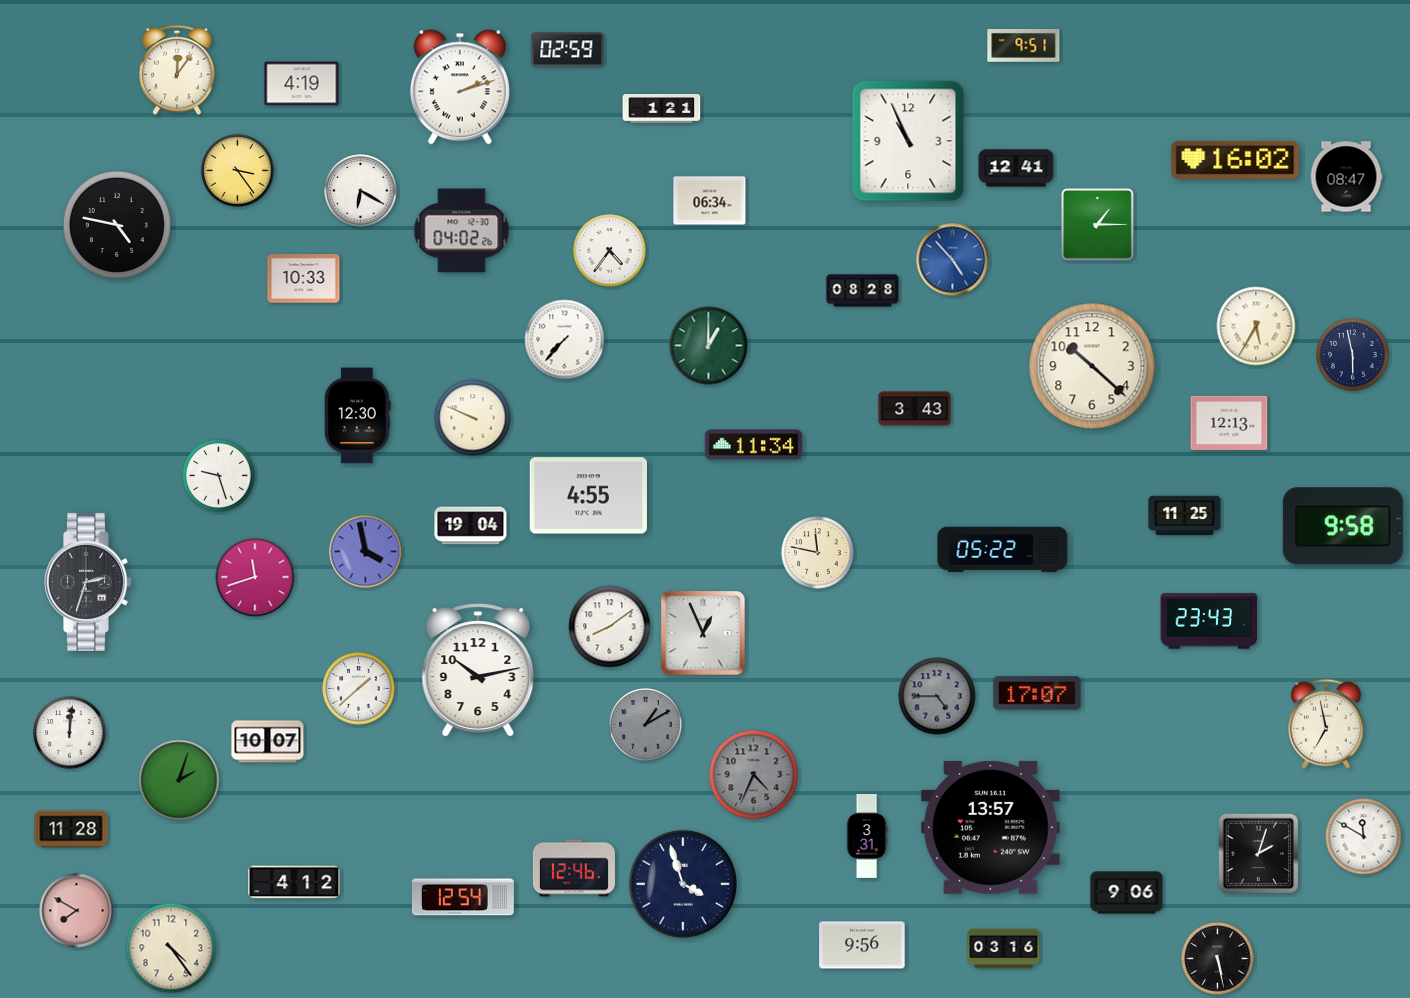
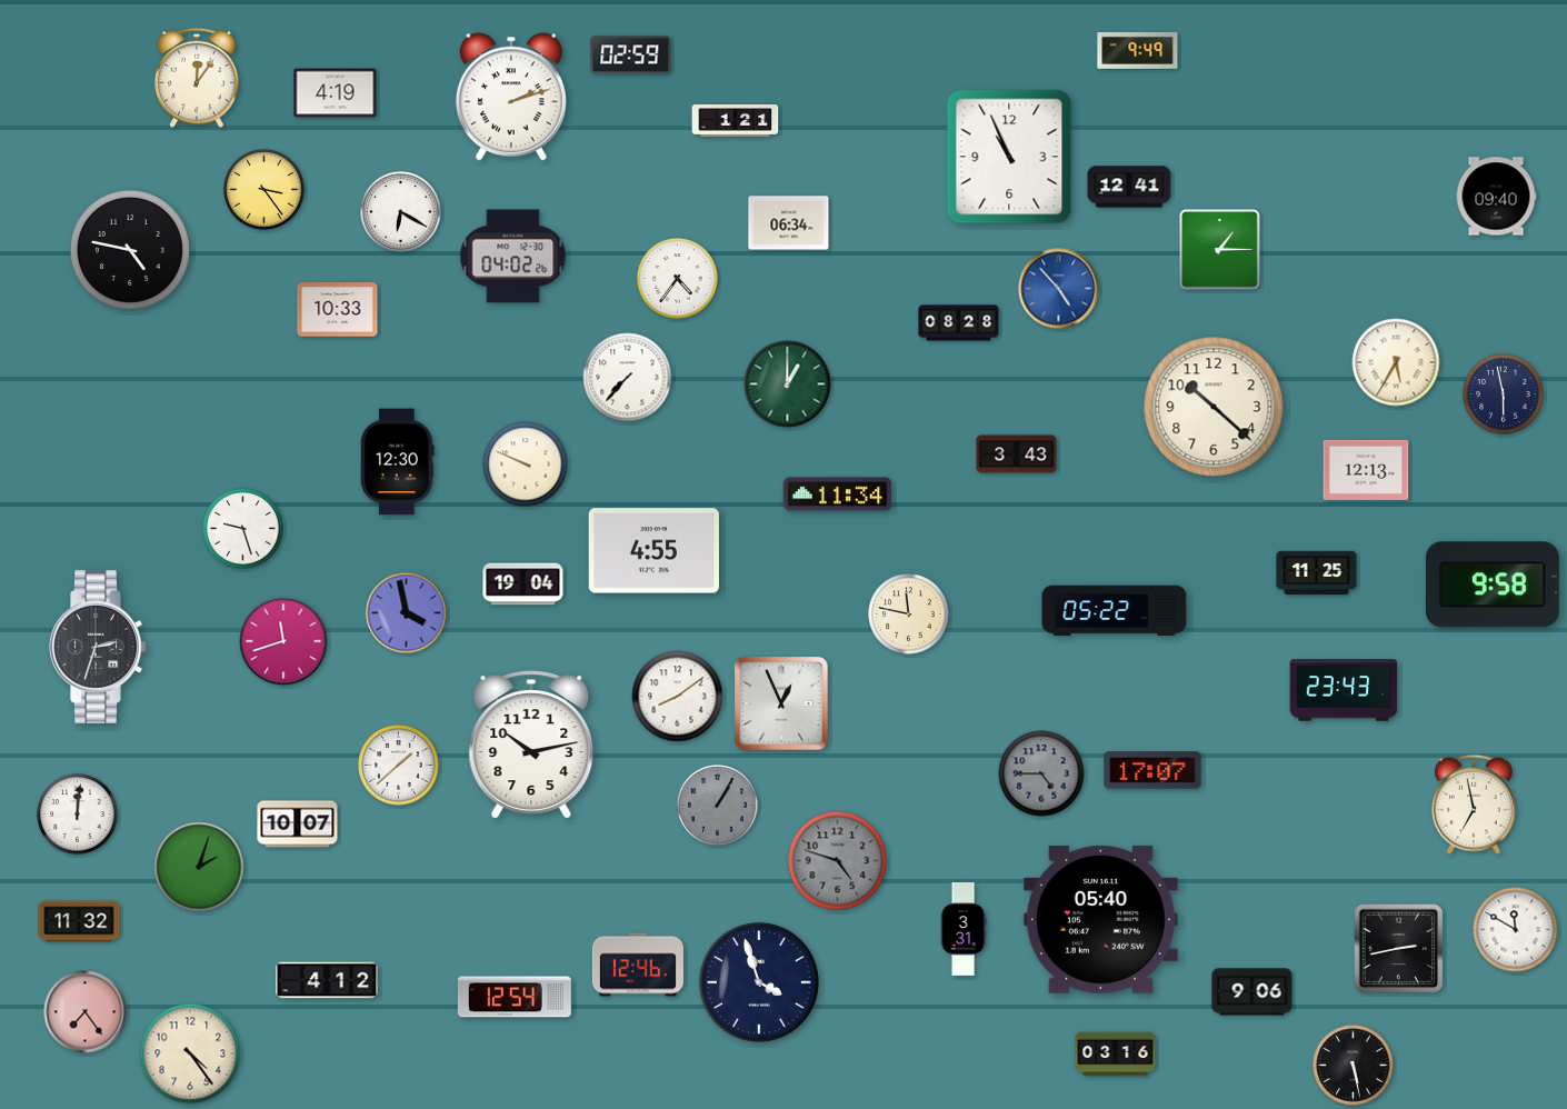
clock at (1024, 45): 9:51 -> 9:49
clock at (1235, 160): 16:02 -> none
clock at (1346, 177): 08:47 -> 09:40
clock at (646, 725): 1:10 -> 1:05
clock at (754, 775): 4:34 -> 4:48
clock at (990, 827): 13:57 -> 05:40
clock at (71, 829): 11:28 -> 11:32
clock at (1259, 854): 2:03 -> 2:43
clock at (77, 911): 7:50 -> 7:24
clock at (862, 945): 9:56 -> none
